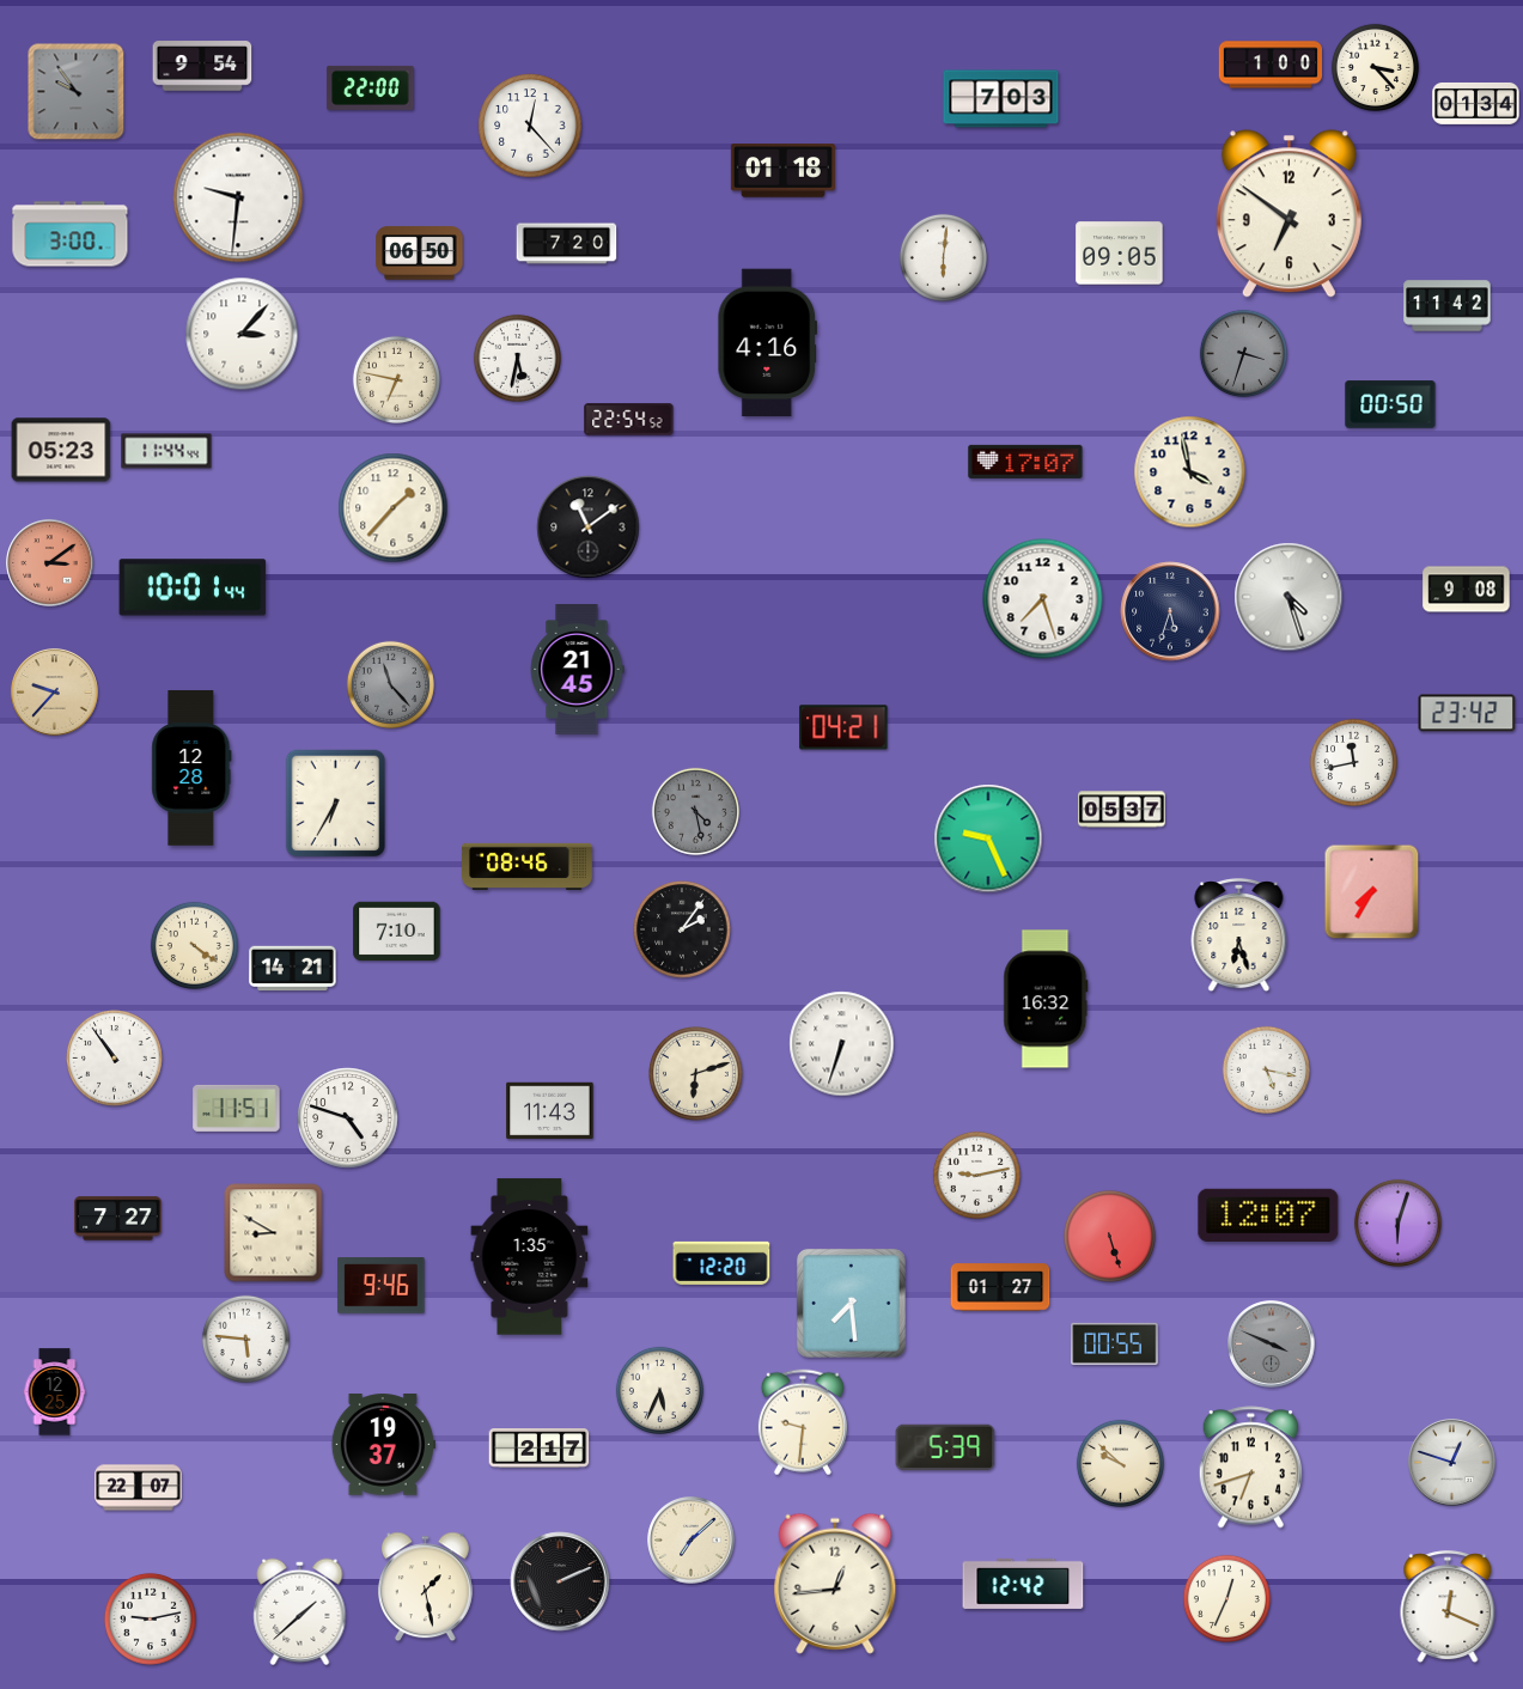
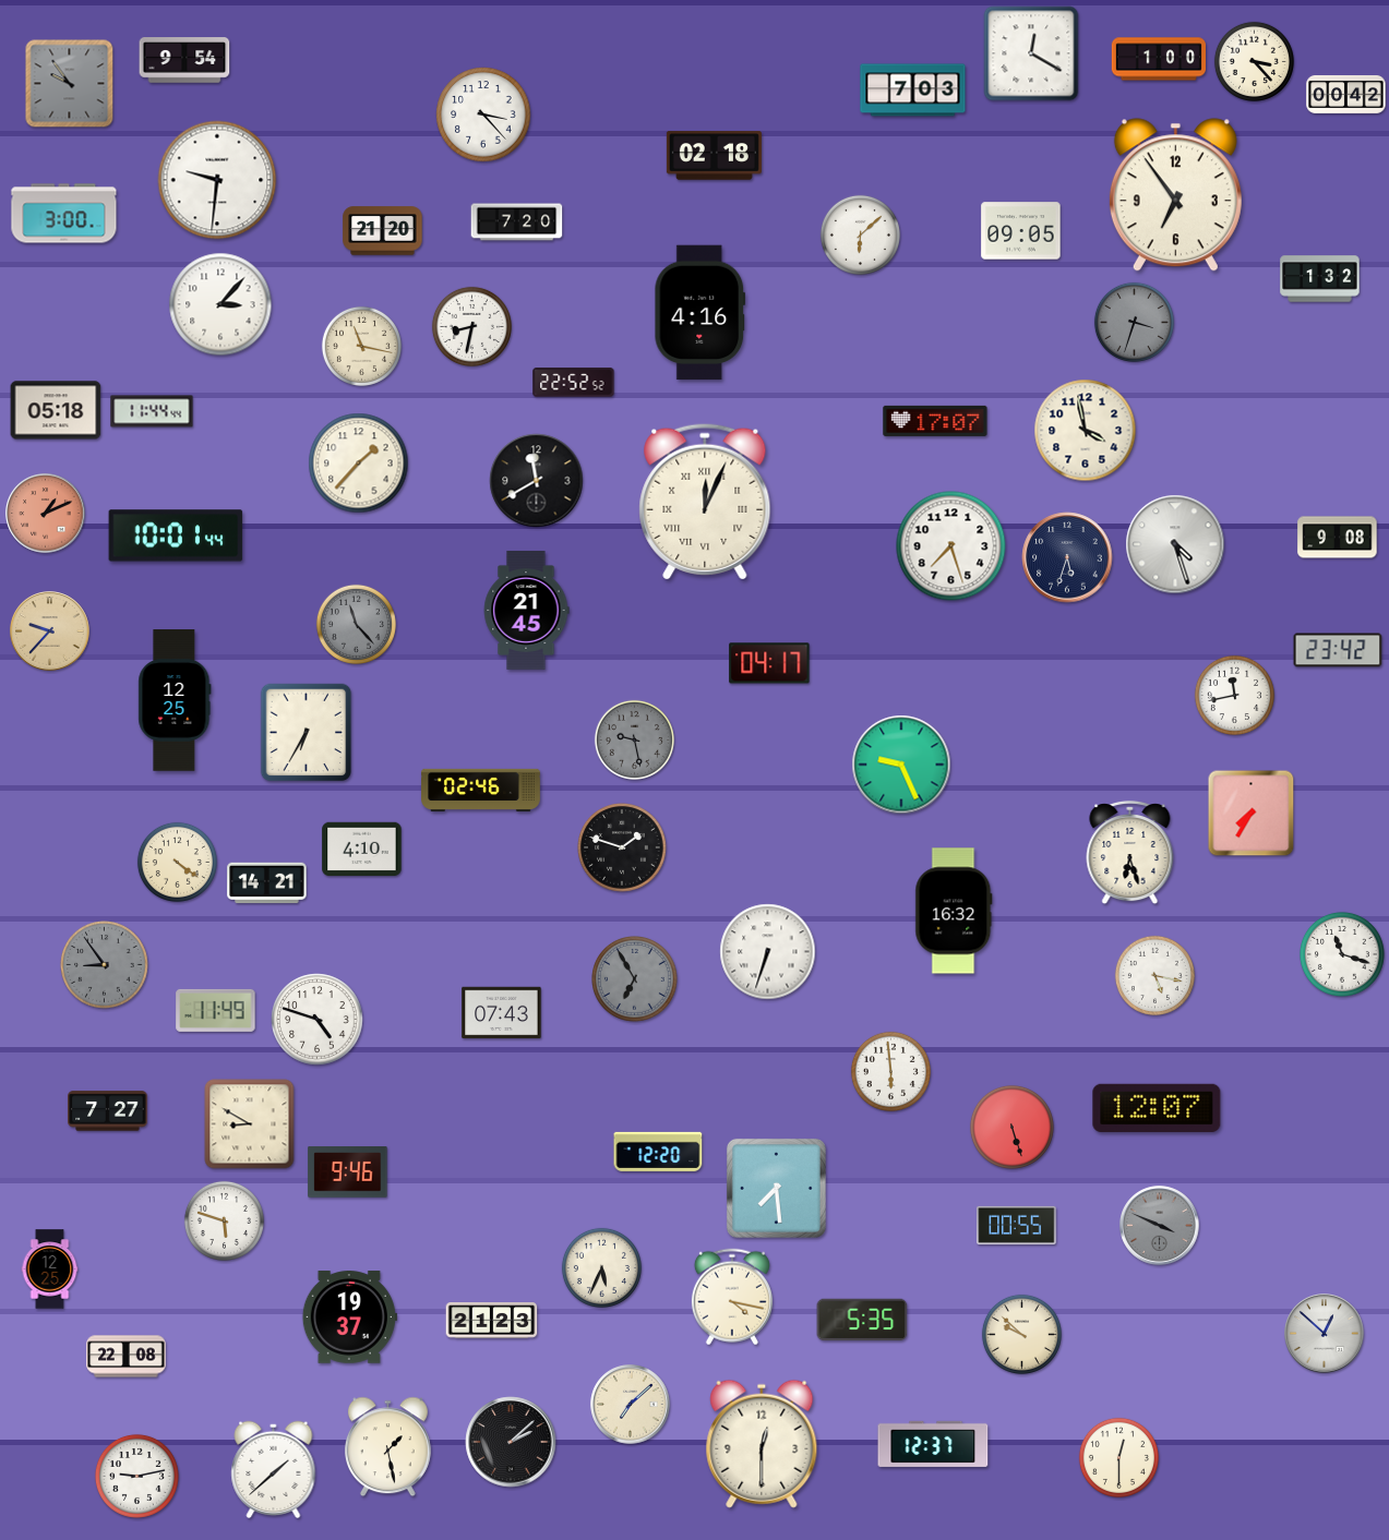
clock at (1031, 53): none -> 12:20
clock at (371, 87): 22:00 -> none
clock at (1476, 103): 01:34 -> 00:42
clock at (530, 126): 12:23 -> 3:23
clock at (782, 171): 01:18 -> 02:18
clock at (1289, 214): 6:51 -> 6:54
clock at (420, 254): 06:50 -> 21:20
clock at (943, 257): 6:01 -> 6:08
clock at (1448, 306): 11:42 -> 1:32
clock at (517, 358): 5:32 -> 8:32
clock at (396, 379): 6:47 -> 11:17
clock at (1390, 404): 00:50 -> none
clock at (629, 420): 22:54 -> 22:52
clock at (61, 450): 05:23 -> 05:18
clock at (589, 528): 11:09 -> 11:40
clock at (705, 502): none -> 12:04
clock at (50, 563): 3:09 -> 1:11
clock at (843, 727): 04:21 -> 04:17
clock at (191, 768): 12:28 -> 12:25
clock at (1122, 810): 05:37 -> none
clock at (695, 811): 4:28 -> 9:28
clock at (528, 866): 08:46 -> 02:46
clock at (682, 929): 2:06 -> 1:48
clock at (397, 932): 7:10 -> 4:10
clock at (1342, 954): none -> 11:18
clock at (115, 1059): 10:54 -> 8:54
clock at (115, 1059) dial: white -> grey
clock at (696, 1074): 6:12 -> 6:55
clock at (696, 1074) dial: cream -> grey
clock at (237, 1108): 11:51 -> 11:49
clock at (550, 1111): 11:43 -> 07:43
clock at (976, 1175): 9:13 -> 5:59
clock at (1397, 1222): 6:03 -> none
clock at (530, 1257): 1:35 -> none
clock at (1000, 1287): 01:27 -> none
clock at (245, 1339): 5:46 -> 5:48
clock at (803, 1422): 9:31 -> 4:17
clock at (945, 1447): 5:39 -> 5:35
clock at (540, 1449): 2:17 -> 21:23
clock at (1452, 1463): 12:48 -> 12:52
clock at (1250, 1468): 6:42 -> none
clock at (139, 1488): 22:07 -> 22:08
clock at (560, 1581): 2:11 -> 2:08
clock at (835, 1584): 12:44 -> 12:30
clock at (1023, 1584): 12:42 -> 12:37
clock at (1226, 1598): 12:34 -> 12:30
clock at (1448, 1608): 12:19 -> none
